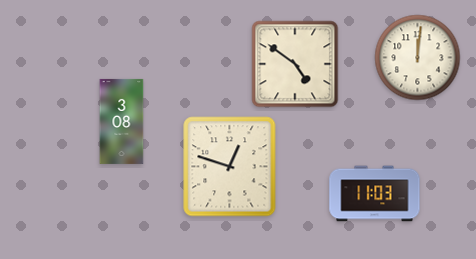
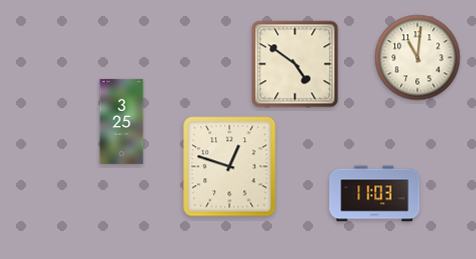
clock at (418, 58): 12:01 -> 11:01
clock at (122, 121): 3:08 -> 3:25
